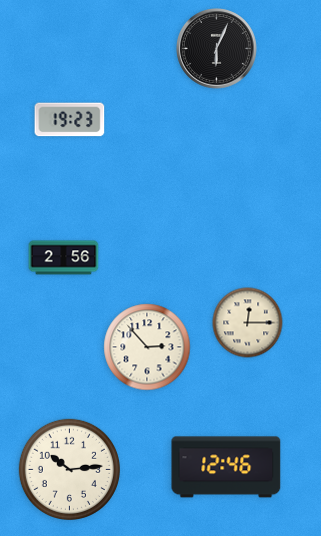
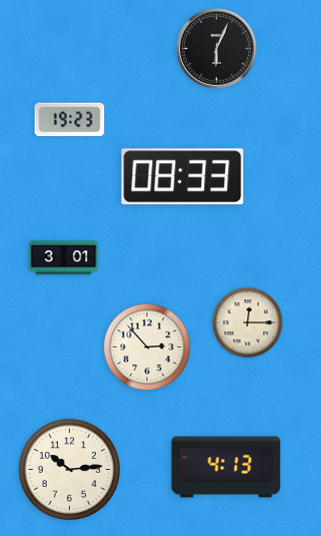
clock at (183, 177): none -> 08:33
clock at (64, 258): 2:56 -> 3:01
clock at (226, 467): 12:46 -> 4:13
